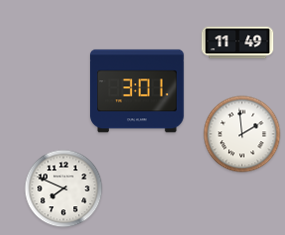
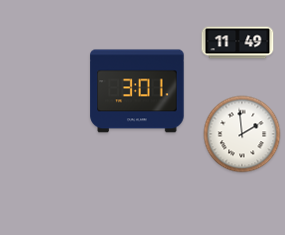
clock at (64, 189): 7:49 -> none
